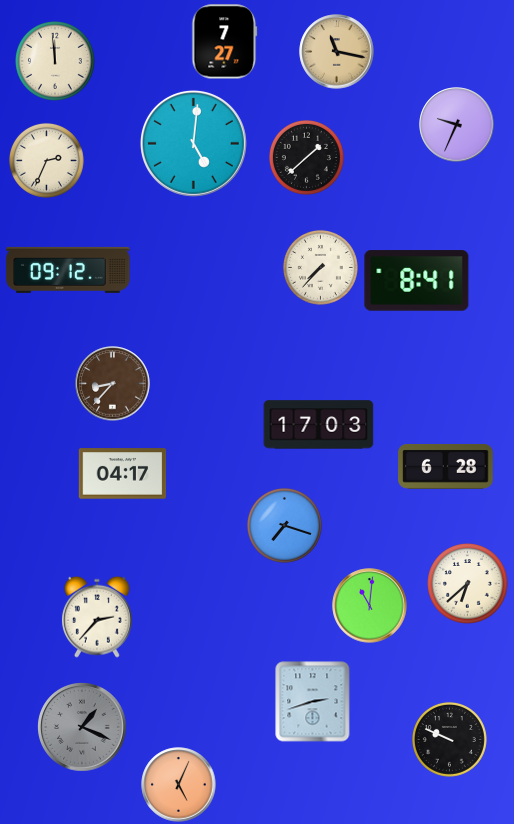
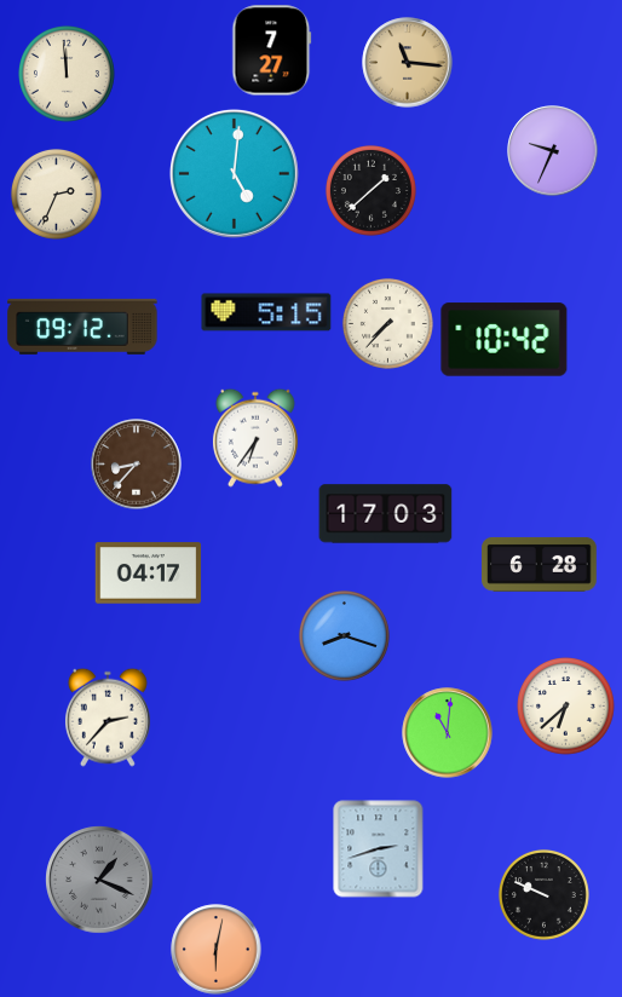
clock at (337, 52): 11:17 -> 11:16
clock at (266, 312): none -> 5:15
clock at (417, 281): 8:41 -> 10:42
clock at (255, 438): none -> 6:36
clock at (284, 525): 7:18 -> 8:18
clock at (97, 617) position: (97, 617) -> (108, 718)
clock at (179, 785): 5:04 -> 6:02
